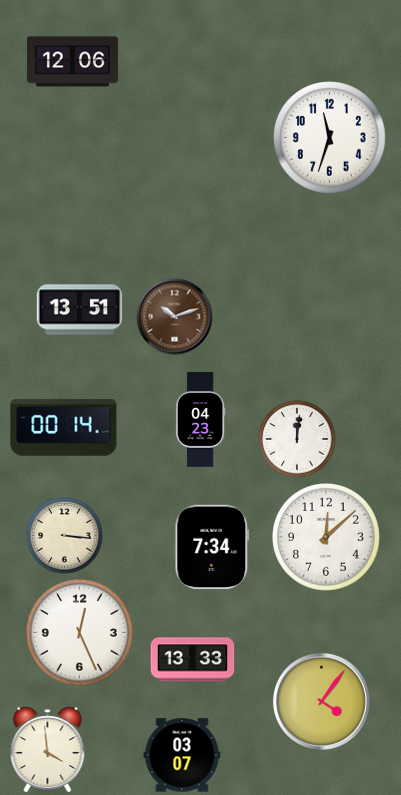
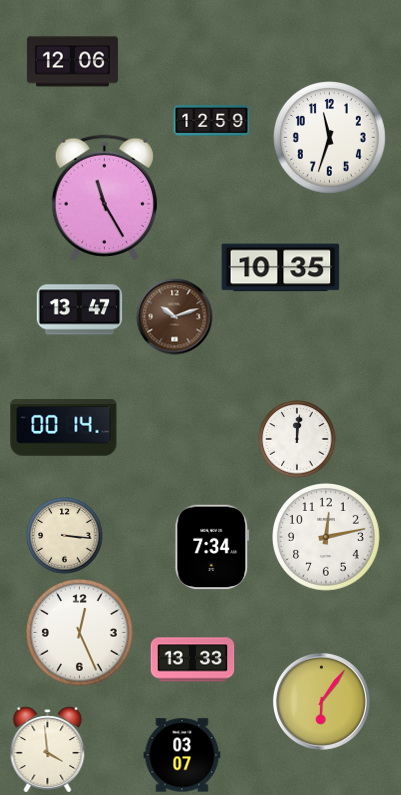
clock at (212, 121): none -> 12:59
clock at (104, 198): none -> 11:25
clock at (281, 268): none -> 10:35
clock at (80, 310): 13:51 -> 13:47
clock at (200, 420): 04:23 -> none
clock at (327, 538): 12:08 -> 12:13
clock at (321, 701): 4:06 -> 6:06
